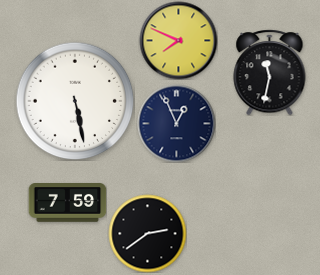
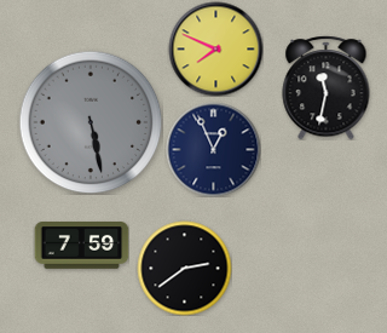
clock at (75, 101) dial: white -> grey
clock at (147, 233) position: (147, 233) -> (184, 268)
